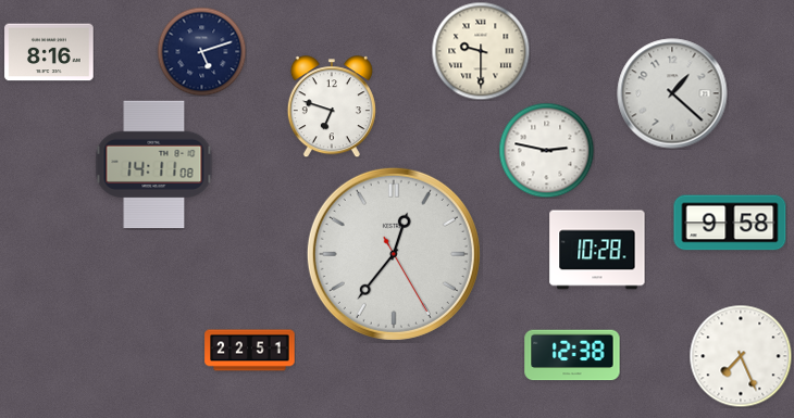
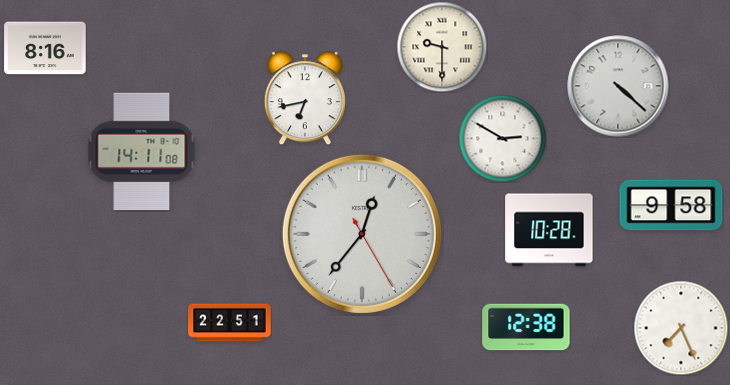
clock at (201, 51): 5:12 -> none
clock at (672, 93): 1:22 -> 4:22
clock at (332, 106): 6:48 -> 6:43
clock at (546, 150): 2:47 -> 2:50
